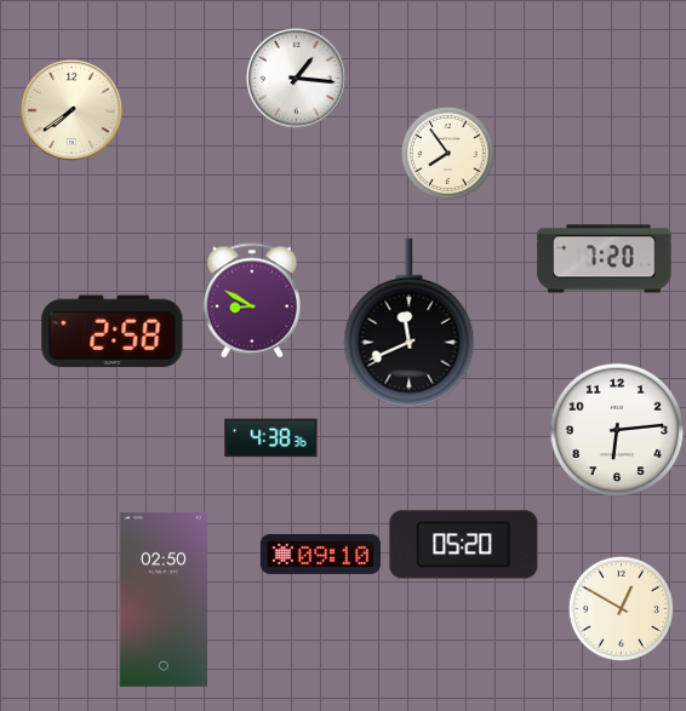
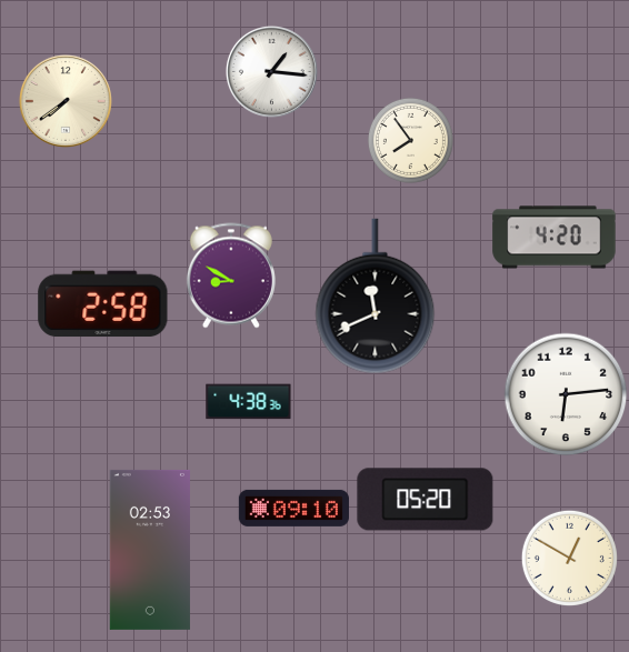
clock at (605, 259): 7:20 -> 4:20
clock at (164, 600): 02:50 -> 02:53
